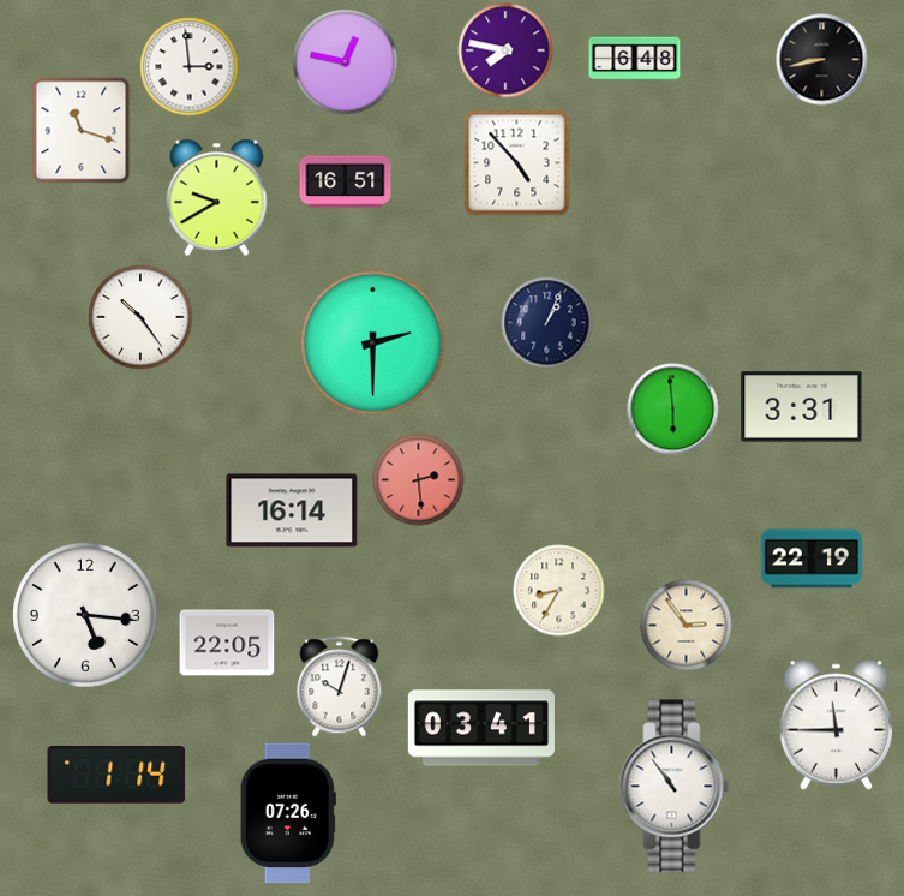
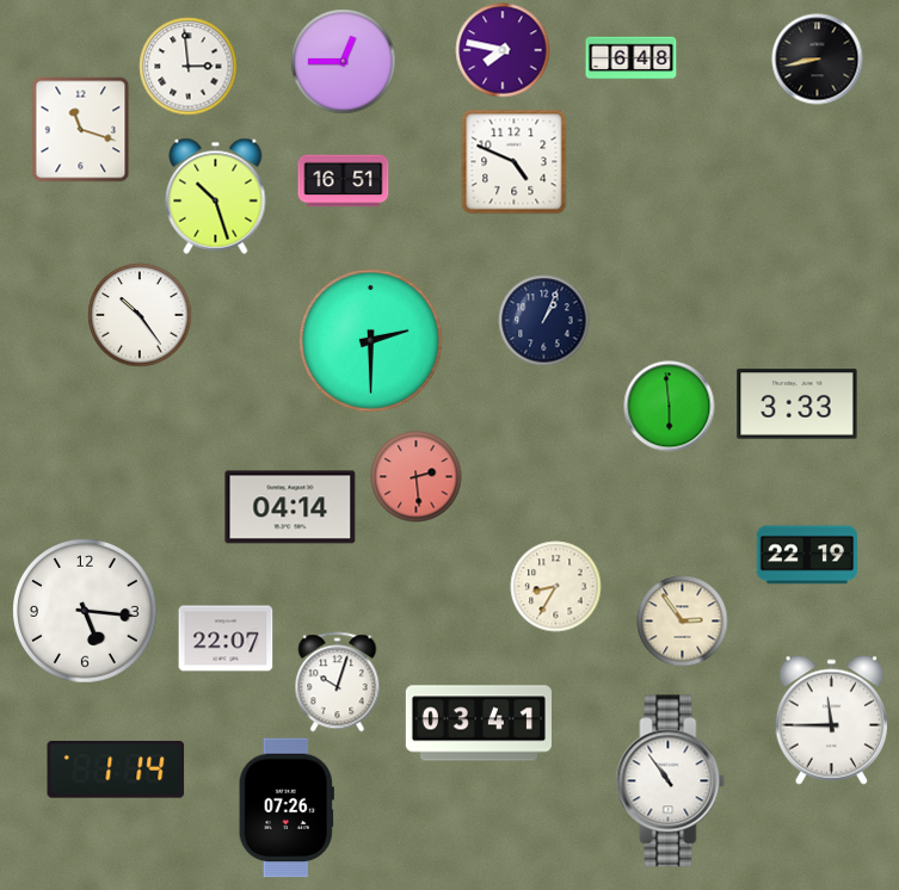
clock at (346, 62): 12:47 -> 12:45
clock at (517, 163): 4:53 -> 4:49
clock at (217, 197): 9:40 -> 10:27
clock at (802, 407): 3:31 -> 3:33
clock at (292, 510): 16:14 -> 04:14
clock at (227, 643): 22:05 -> 22:07
